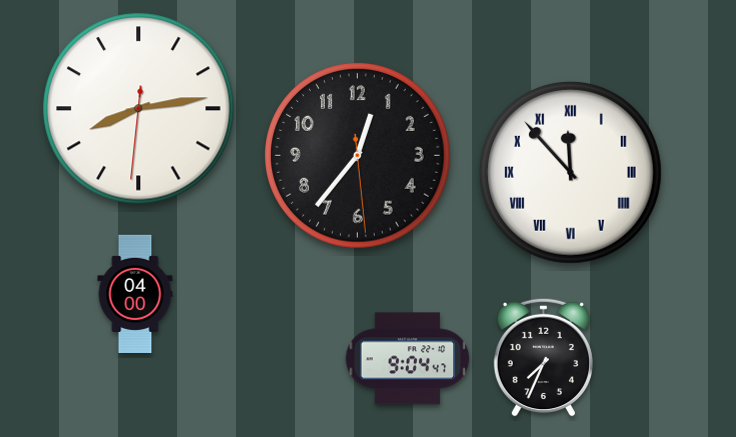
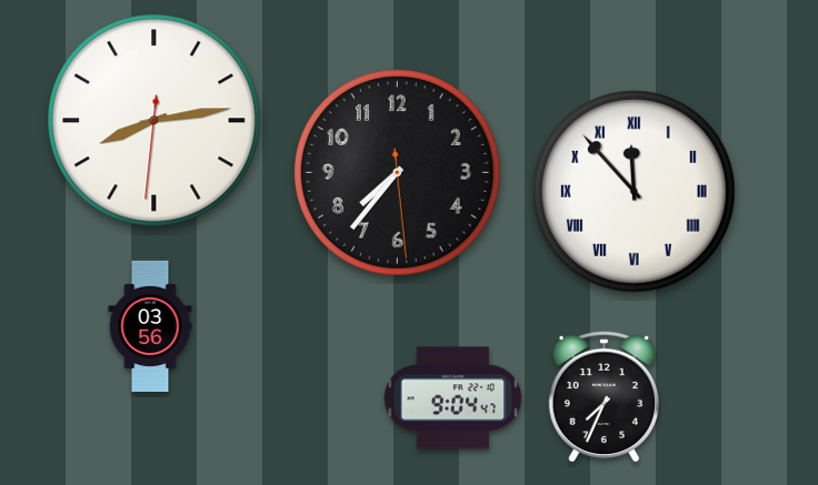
clock at (358, 156): 12:36 -> 7:36
clock at (135, 294): 04:00 -> 03:56
